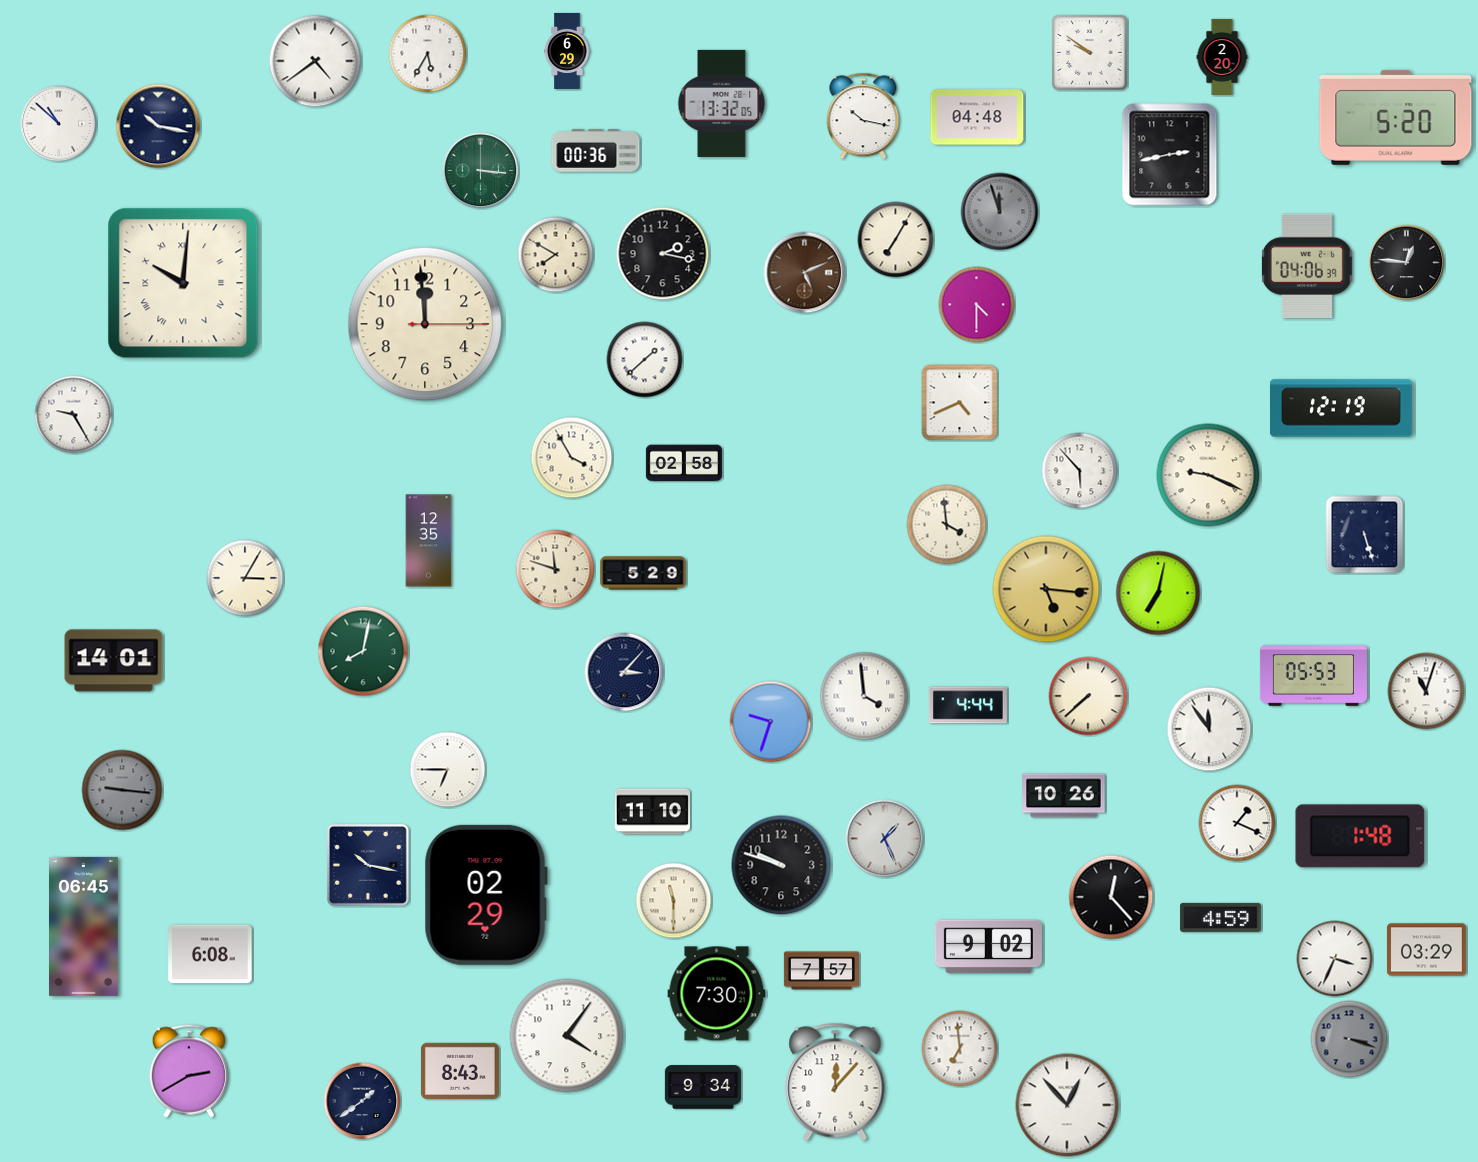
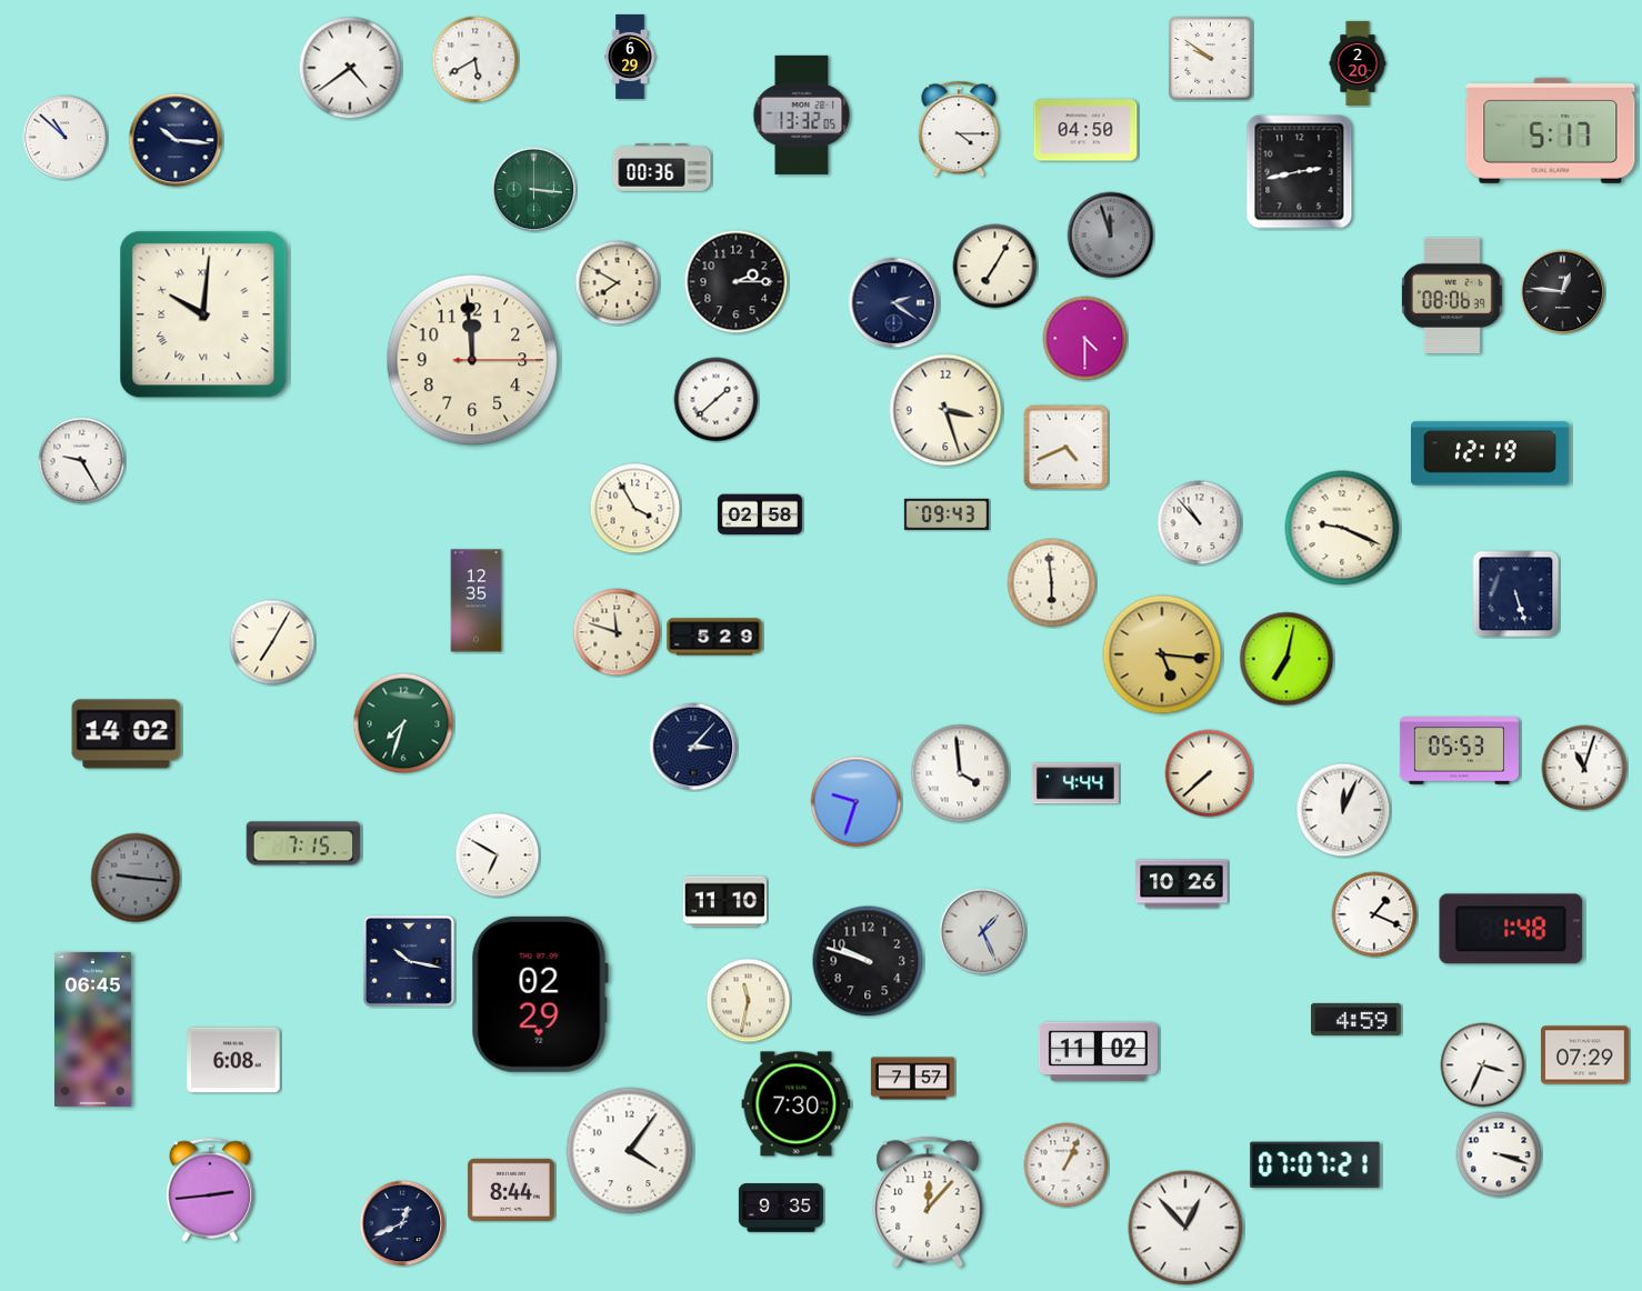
clock at (428, 54): 5:35 -> 5:40
clock at (863, 116): 10:17 -> 4:15
clock at (977, 117): 04:48 -> 04:50
clock at (1396, 117): 5:20 -> 5:17
clock at (158, 126): 10:17 -> 10:16
clock at (663, 254): 2:17 -> 2:15
clock at (1307, 265): 04:06 -> 08:06
clock at (805, 273): 5:11 -> 2:21
clock at (805, 273) dial: brown -> navy
clock at (945, 410): none -> 3:27
clock at (947, 514): none -> 09:43
clock at (1080, 471): 5:53 -> 10:53
clock at (947, 525): 3:59 -> 5:59
clock at (245, 578): 3:05 -> 7:05
clock at (363, 651): 8:02 -> 7:33
clock at (114, 661): 14:01 -> 14:02
clock at (1209, 729): 11:54 -> 12:04
clock at (303, 843): none -> 7:15
clock at (448, 770): 6:45 -> 6:50
clock at (1111, 897): 12:23 -> none
clock at (674, 901): 11:30 -> 11:32
clock at (988, 947): 9:02 -> 11:02
clock at (1426, 950): 03:29 -> 07:29
clock at (1349, 1039) dial: grey -> white
clock at (960, 1049): 6:59 -> 1:04
clock at (1315, 1165): none -> 07:07
clock at (188, 1071): 2:40 -> 2:44
clock at (460, 1071): 8:43 -> 8:44
clock at (703, 1087): 9:34 -> 9:35
clock at (362, 1101): 1:39 -> 12:41
